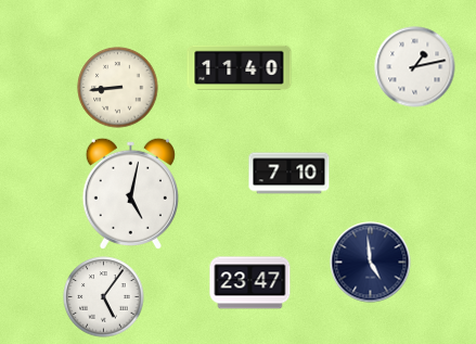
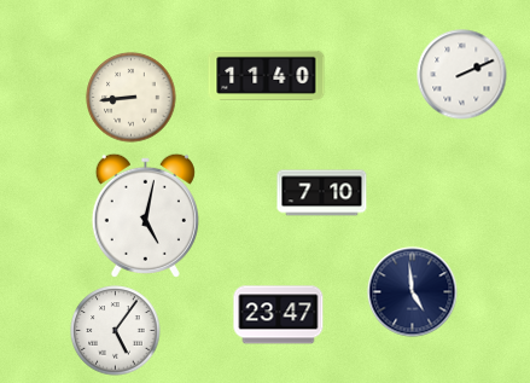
clock at (415, 67): 1:13 -> 2:11
